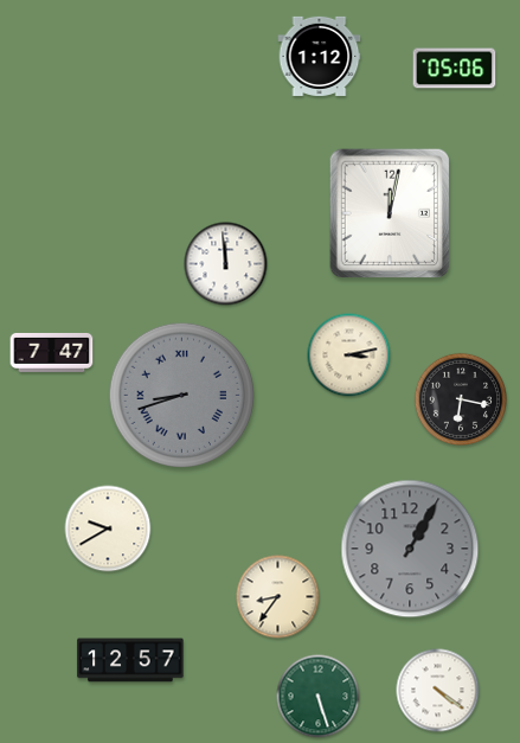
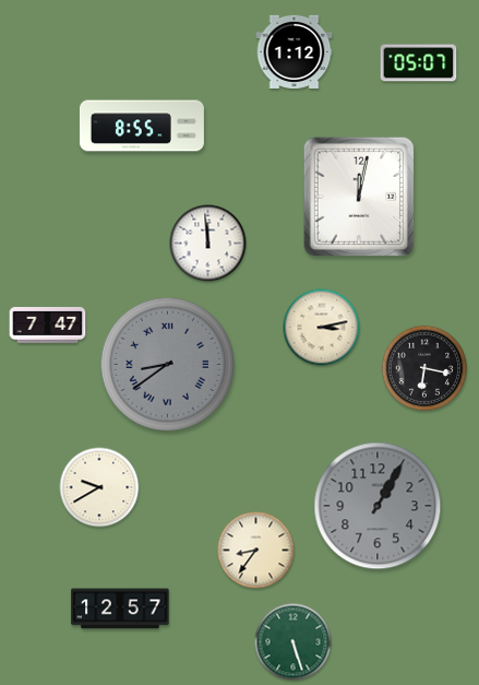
clock at (455, 69): 05:06 -> 05:07
clock at (142, 126): none -> 8:55
clock at (182, 396): 8:42 -> 8:39
clock at (438, 691): 4:21 -> none
